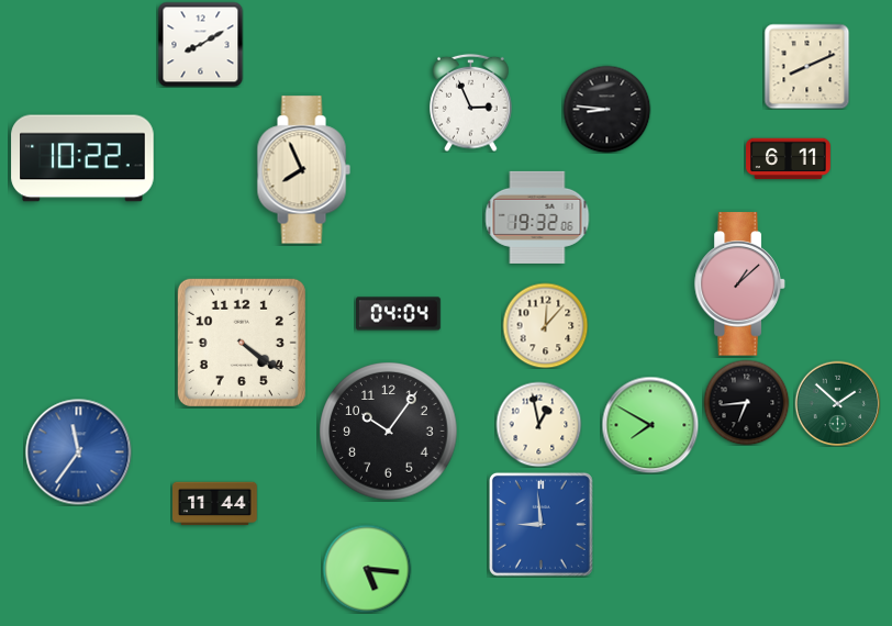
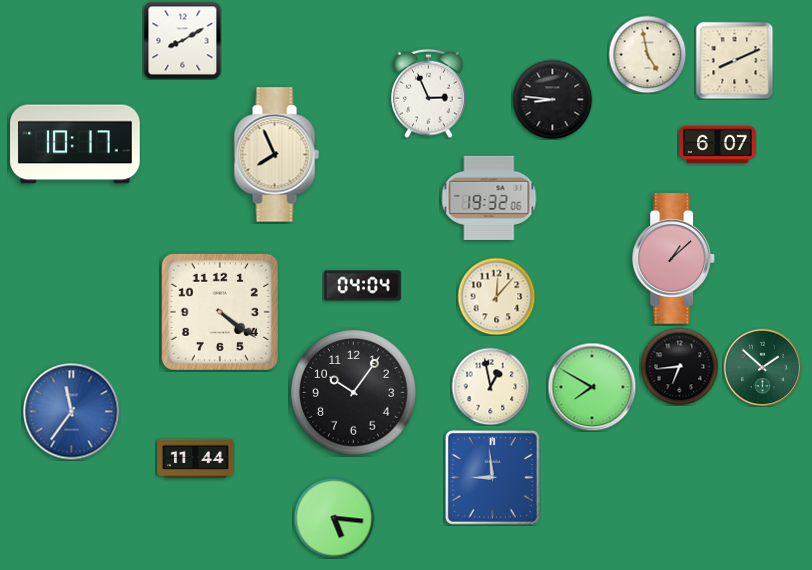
clock at (647, 54): none -> 4:58
clock at (82, 158): 10:22 -> 10:17
clock at (789, 159): 6:11 -> 6:07
